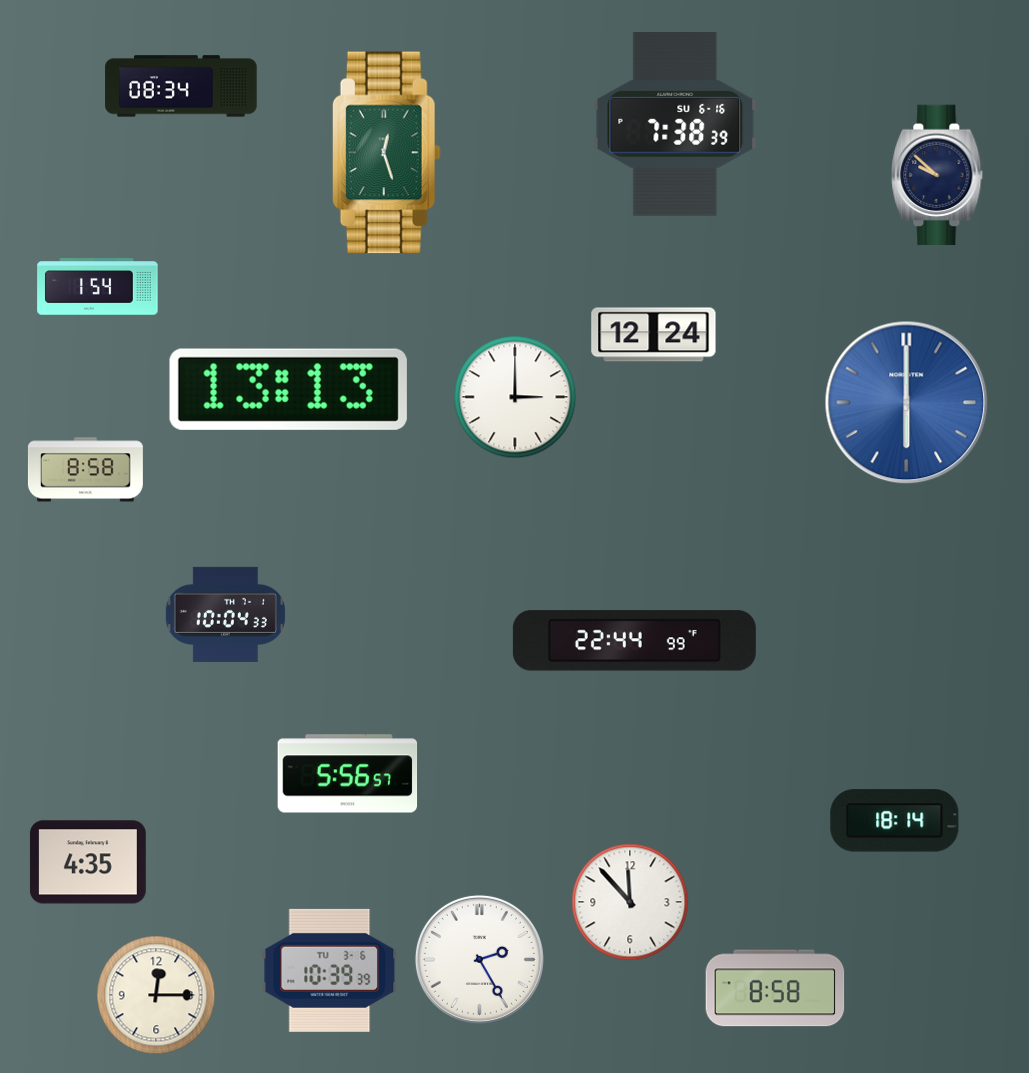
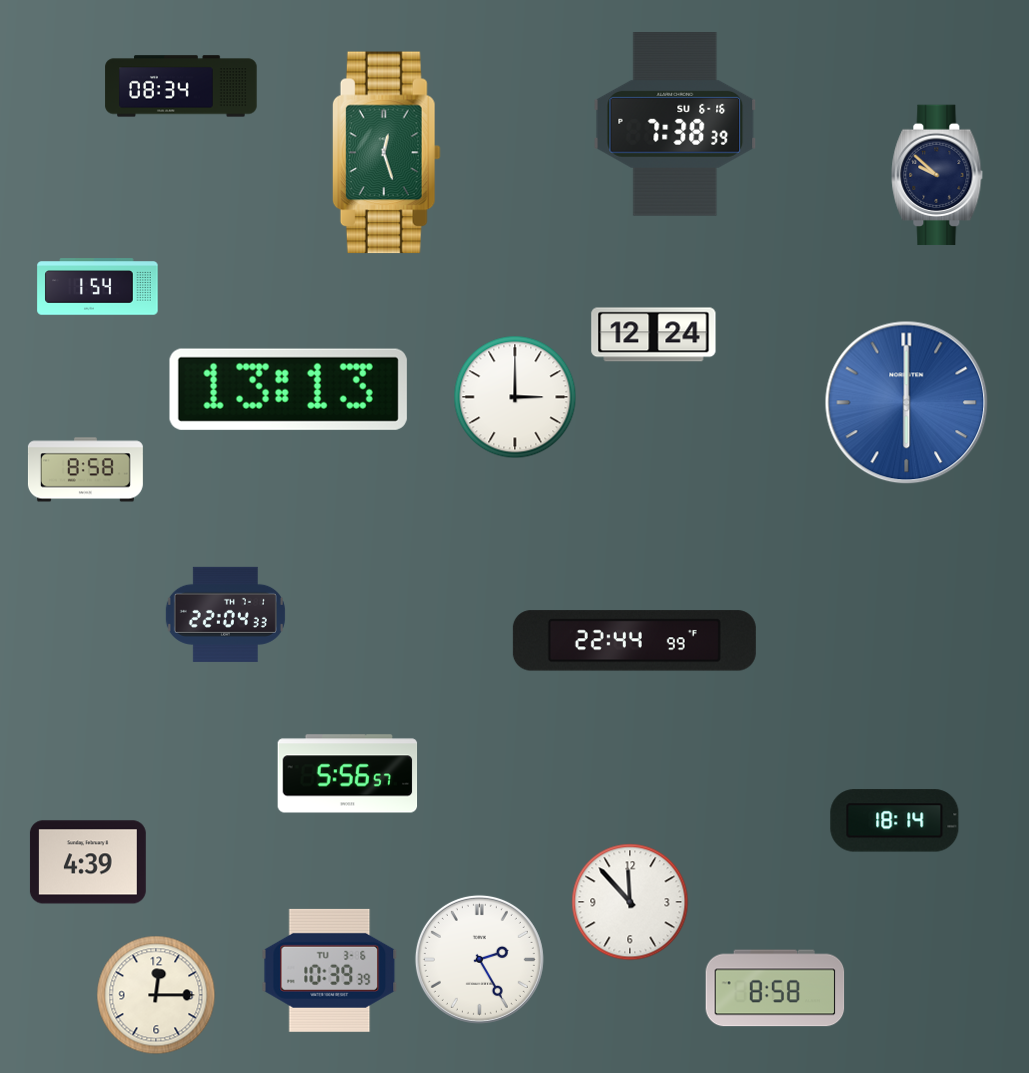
clock at (225, 614): 10:04 -> 22:04
clock at (88, 862): 4:35 -> 4:39
